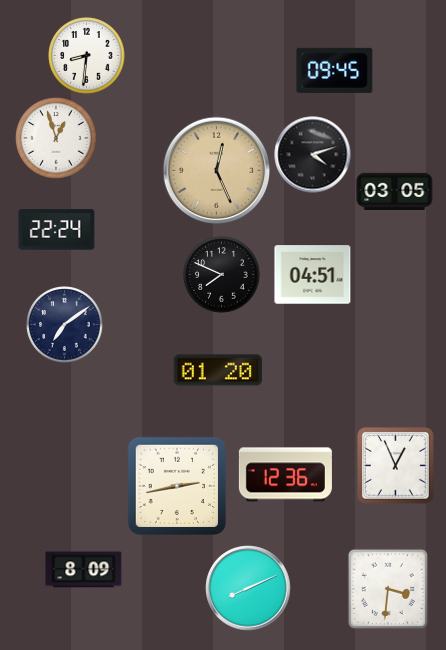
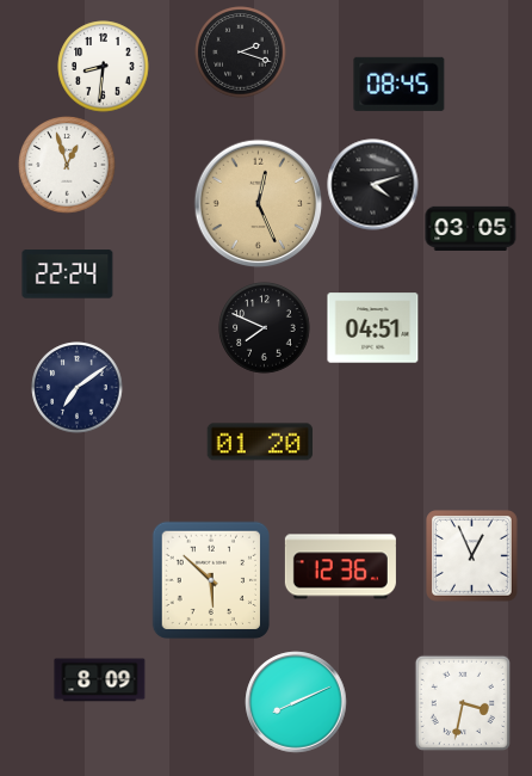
clock at (241, 53): none -> 2:18
clock at (335, 70): 09:45 -> 08:45
clock at (176, 485): 2:43 -> 5:52
clock at (388, 589): 3:31 -> 3:32
